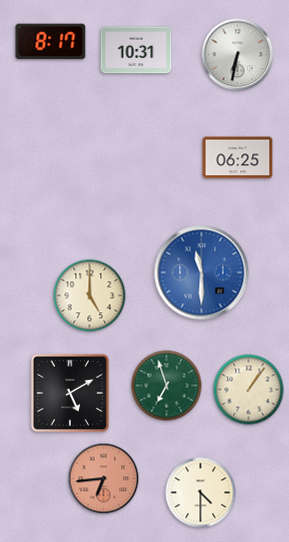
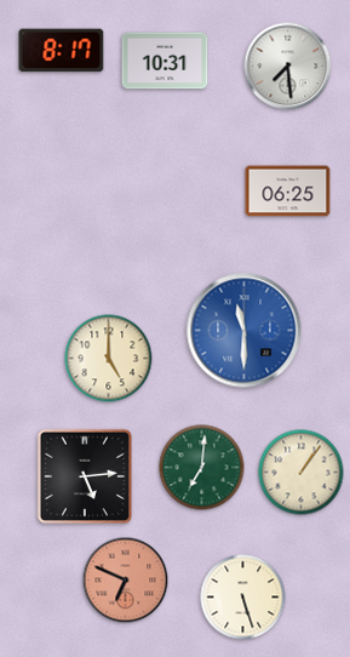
clock at (238, 55): 6:32 -> 7:29
clock at (167, 386): 6:57 -> 7:01
clock at (69, 392): 5:10 -> 5:14
clock at (104, 479): 6:44 -> 6:49
clock at (201, 493): 4:30 -> 5:27
